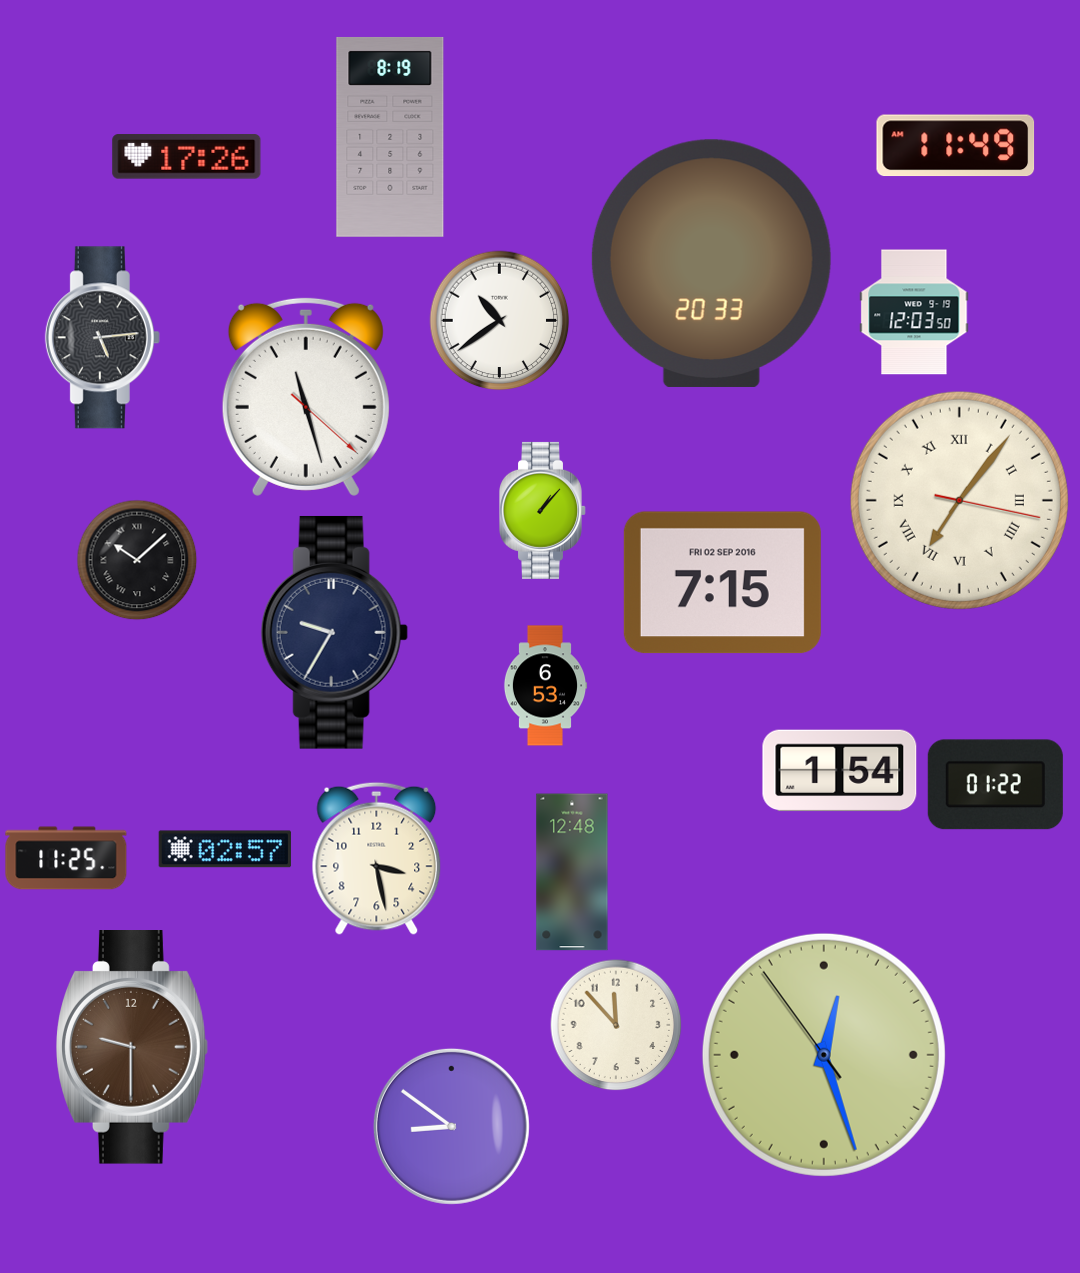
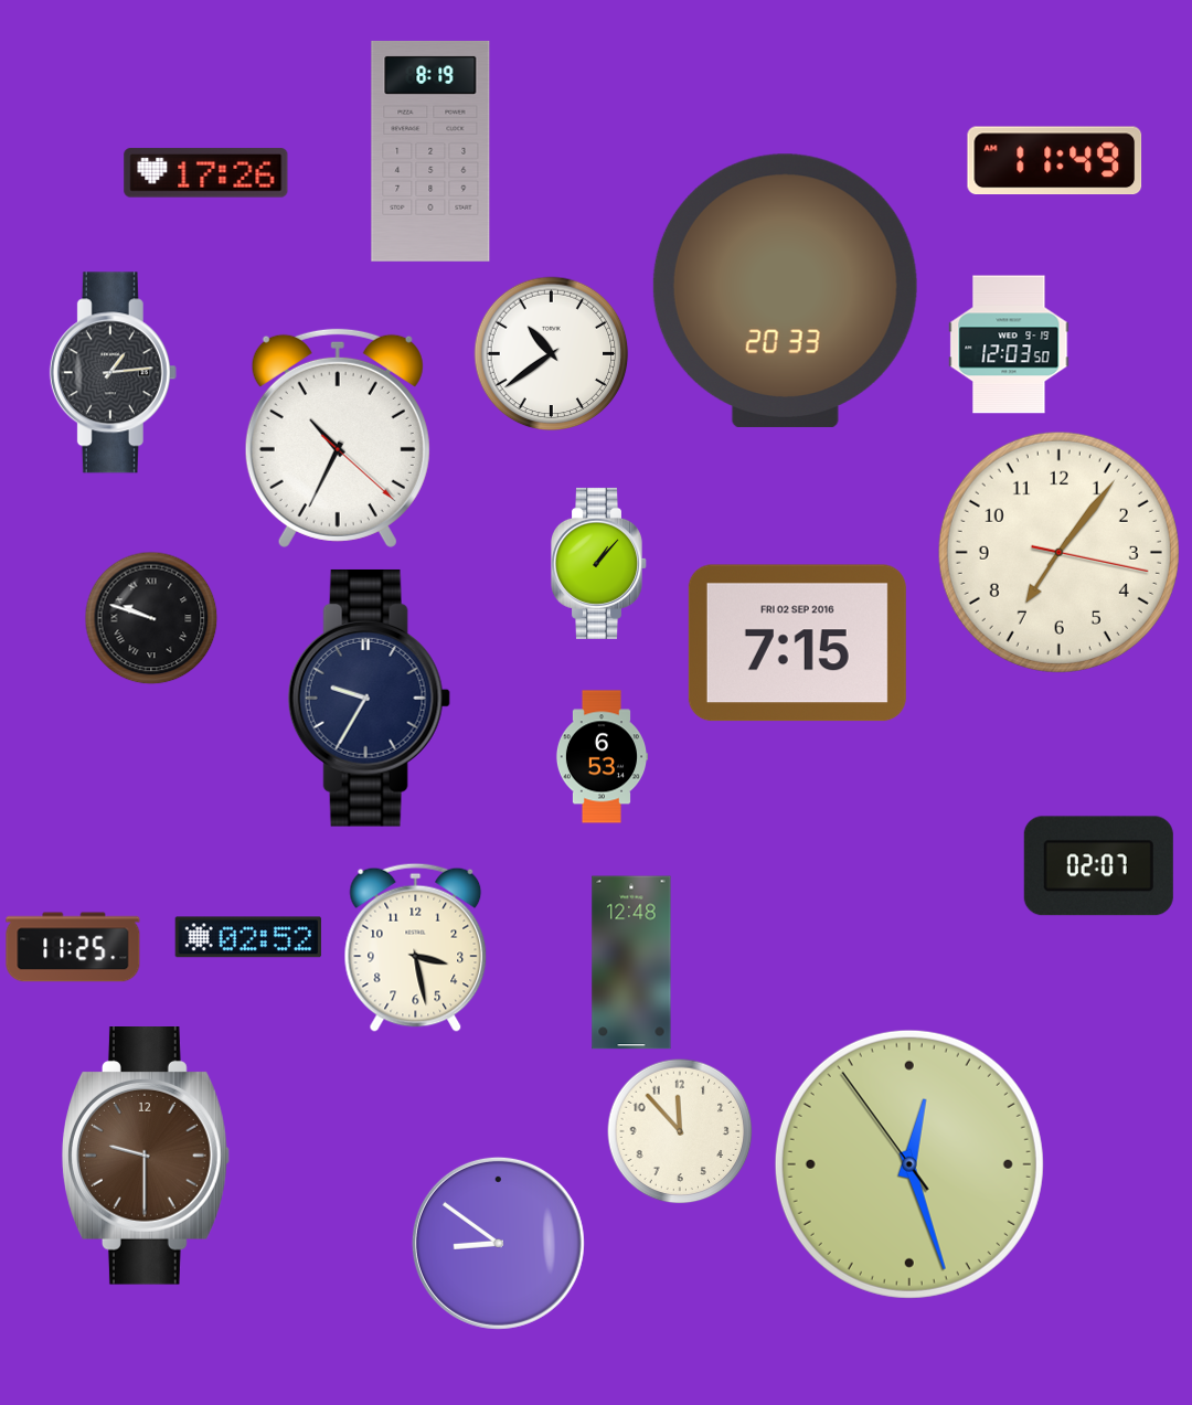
clock at (102, 338): 5:14 -> 1:14
clock at (306, 396): 11:27 -> 10:34
clock at (959, 500) numerals: Roman -> Arabic
clock at (137, 560): 10:08 -> 9:48
clock at (840, 771): 1:54 -> none
clock at (995, 785): 01:22 -> 02:07
clock at (225, 849): 02:57 -> 02:52
